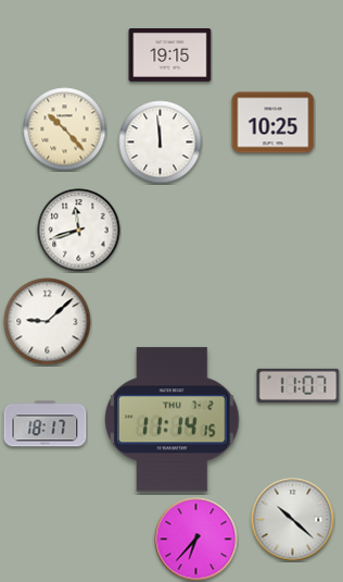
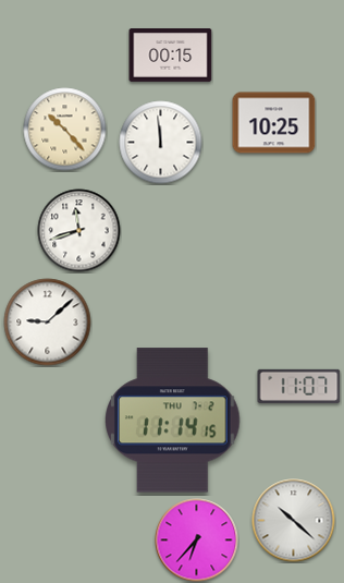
clock at (170, 55): 19:15 -> 00:15
clock at (46, 424): 18:17 -> none
